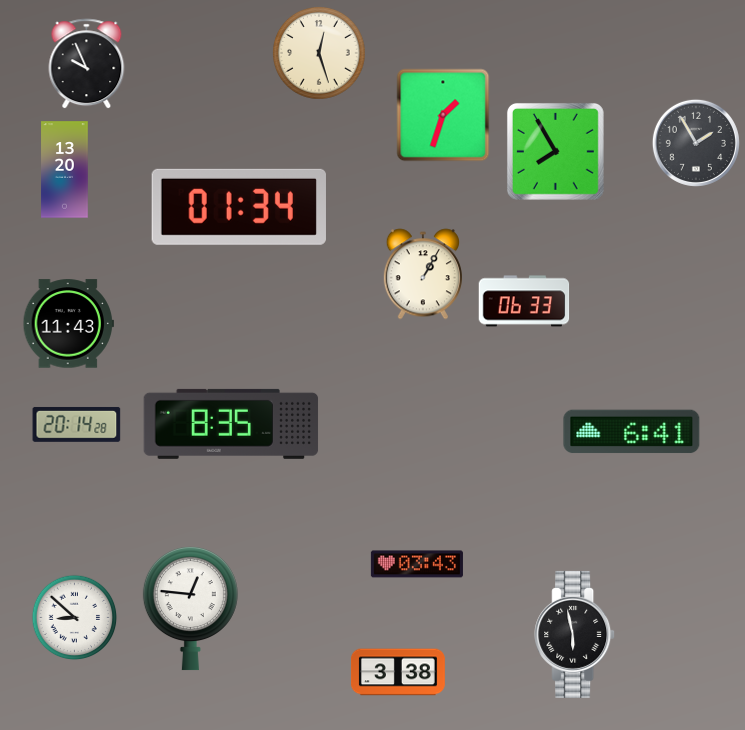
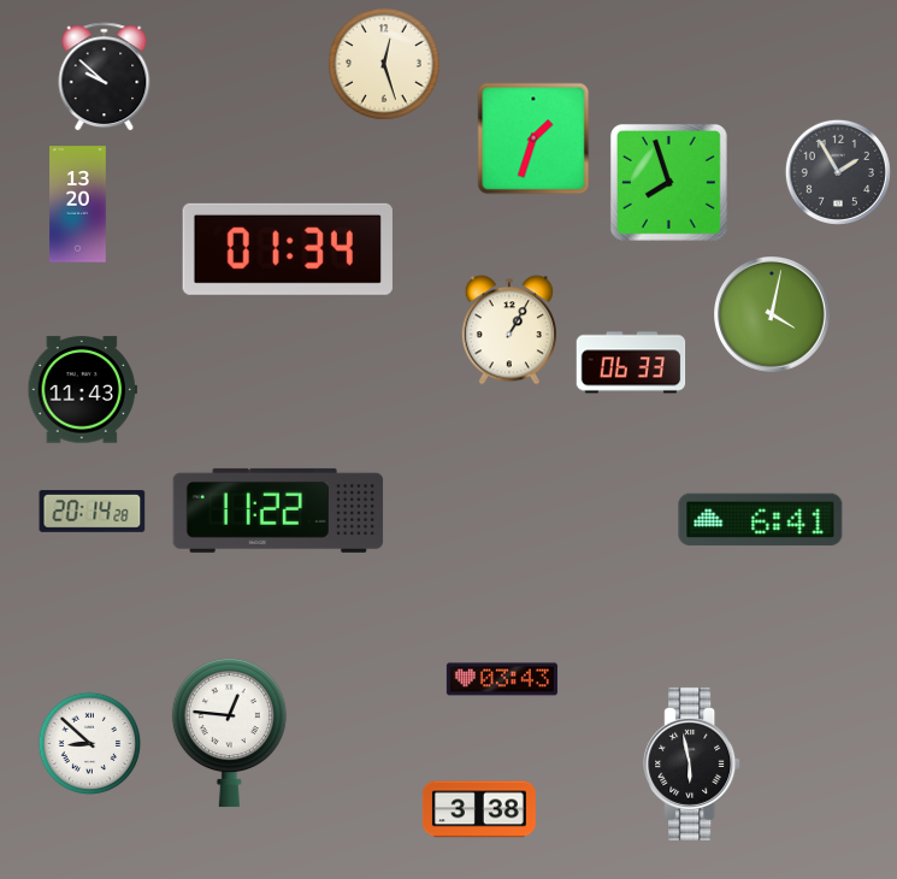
clock at (87, 64): 9:56 -> 9:52
clock at (555, 151): 7:55 -> 7:57
clock at (773, 315): none -> 4:02
clock at (231, 424): 8:35 -> 11:22
